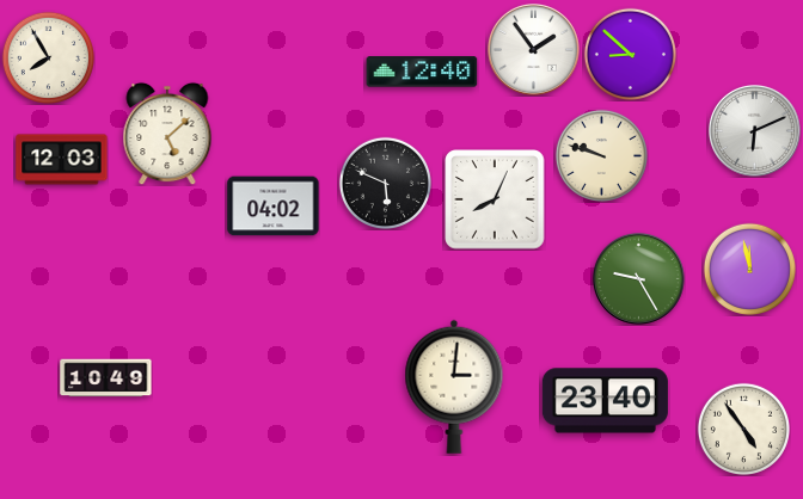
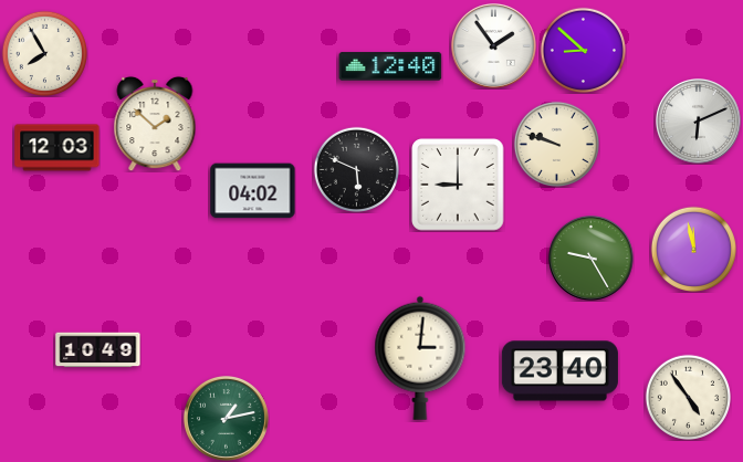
clock at (167, 134): 5:08 -> 1:52
clock at (495, 199): 8:04 -> 9:00
clock at (227, 419): none -> 1:13
